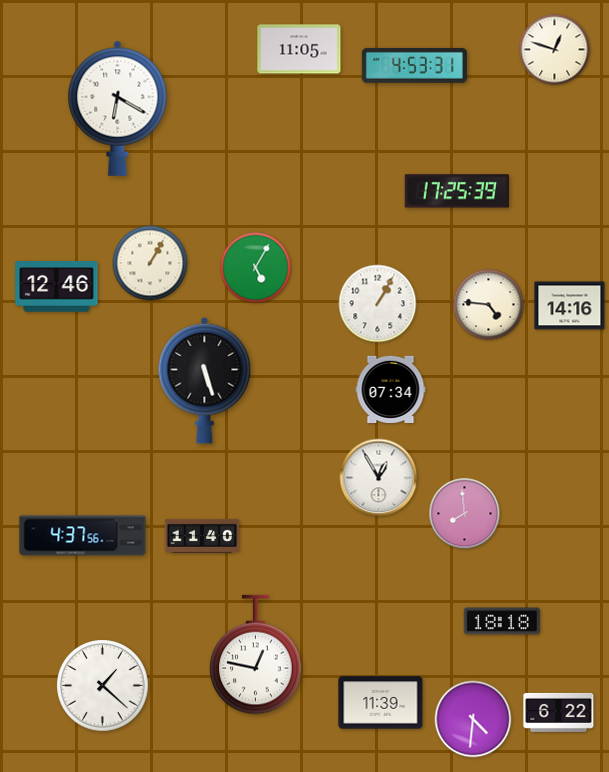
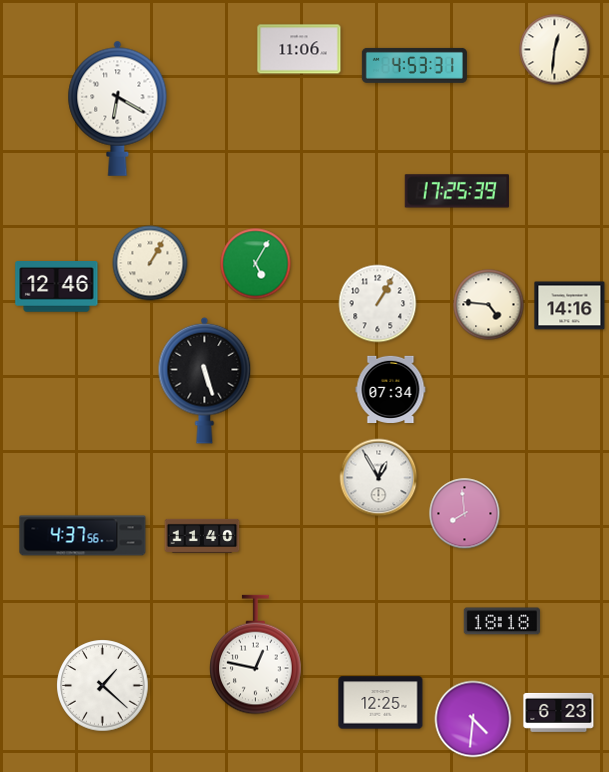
clock at (299, 49): 11:05 -> 11:06
clock at (555, 50): 12:48 -> 12:31
clock at (256, 268) position: (256, 268) -> (256, 264)
clock at (381, 703): 11:39 -> 12:25
clock at (559, 712): 6:22 -> 6:23
